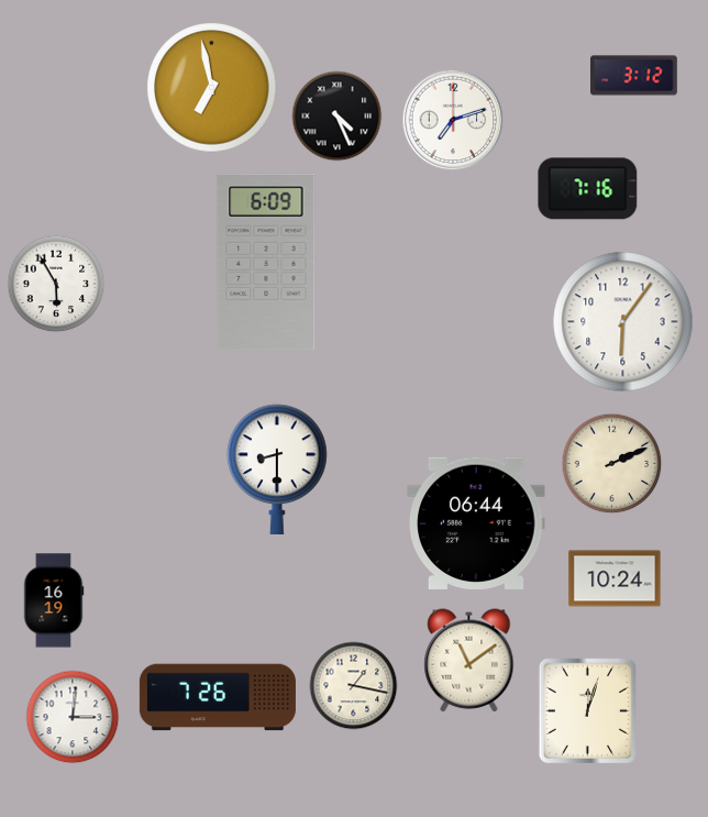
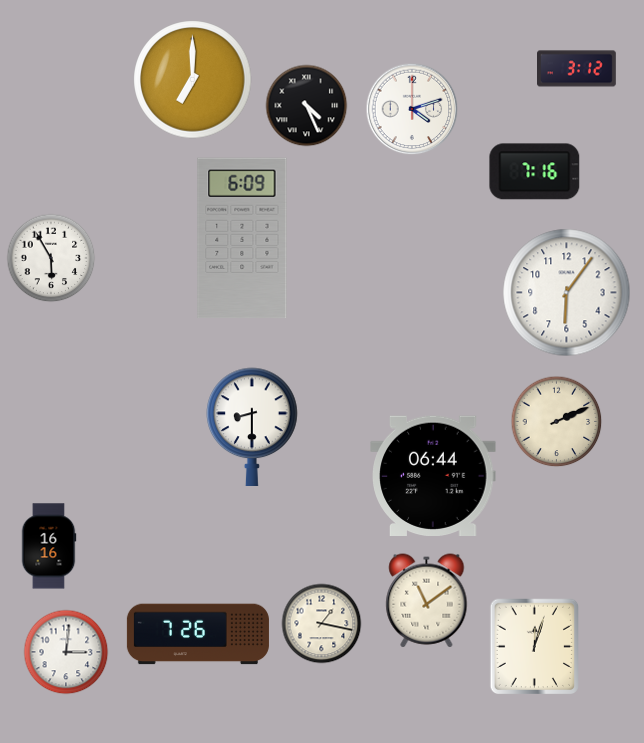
clock at (212, 88): 6:58 -> 7:00
clock at (453, 120): 7:12 -> 4:12
clock at (615, 578): 10:24 -> none
clock at (54, 600): 16:19 -> 16:16
